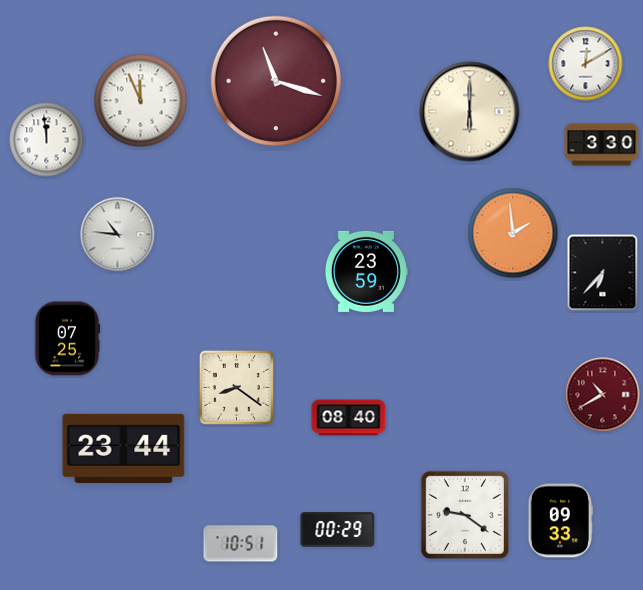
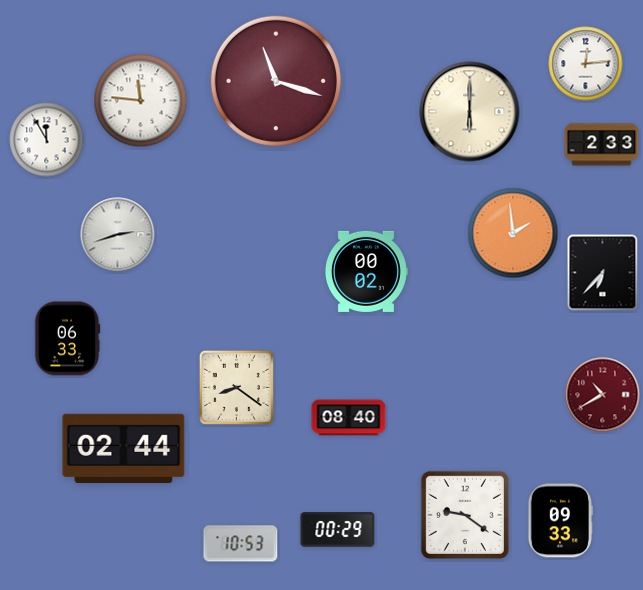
clock at (586, 64): 12:10 -> 12:14
clock at (141, 101): 11:56 -> 11:46
clock at (47, 140): 11:59 -> 11:55
clock at (602, 145): 3:30 -> 2:33
clock at (118, 235): 10:46 -> 2:42
clock at (366, 271): 23:59 -> 00:02
clock at (67, 339): 07:25 -> 06:33
clock at (124, 448): 23:44 -> 02:44
clock at (241, 544): 10:51 -> 10:53
